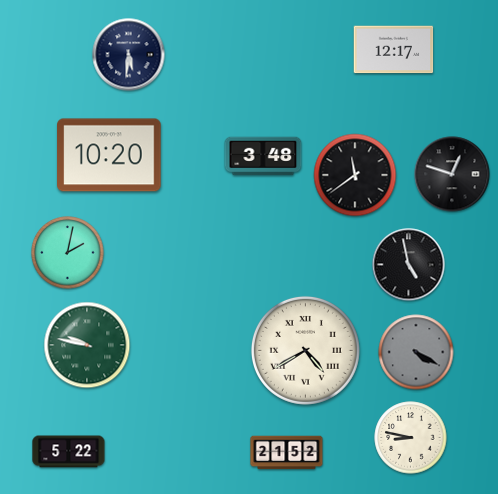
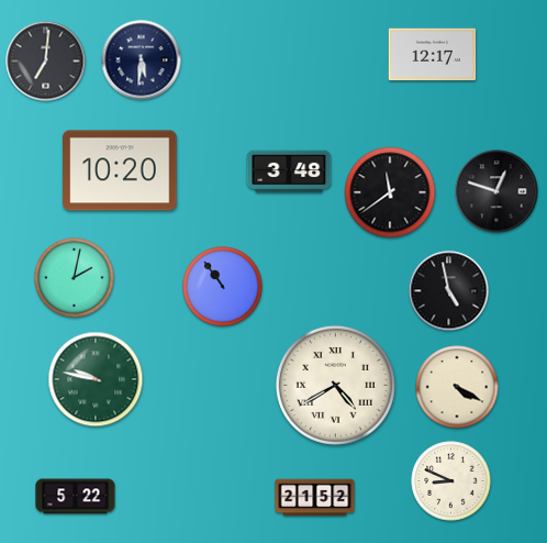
clock at (46, 62): none -> 7:01
clock at (223, 287): none -> 10:54
clock at (416, 352) dial: grey -> cream
clock at (411, 438): 8:47 -> 8:49
